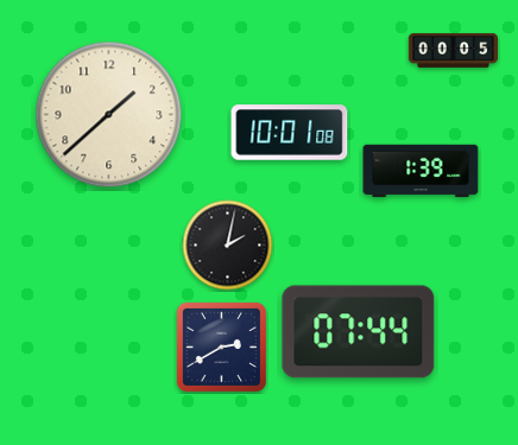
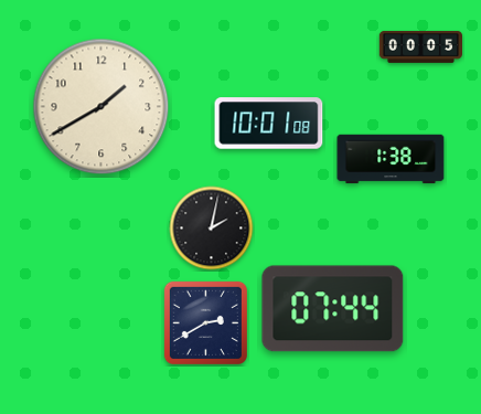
clock at (109, 115): 1:38 -> 1:40
clock at (421, 171): 1:39 -> 1:38
